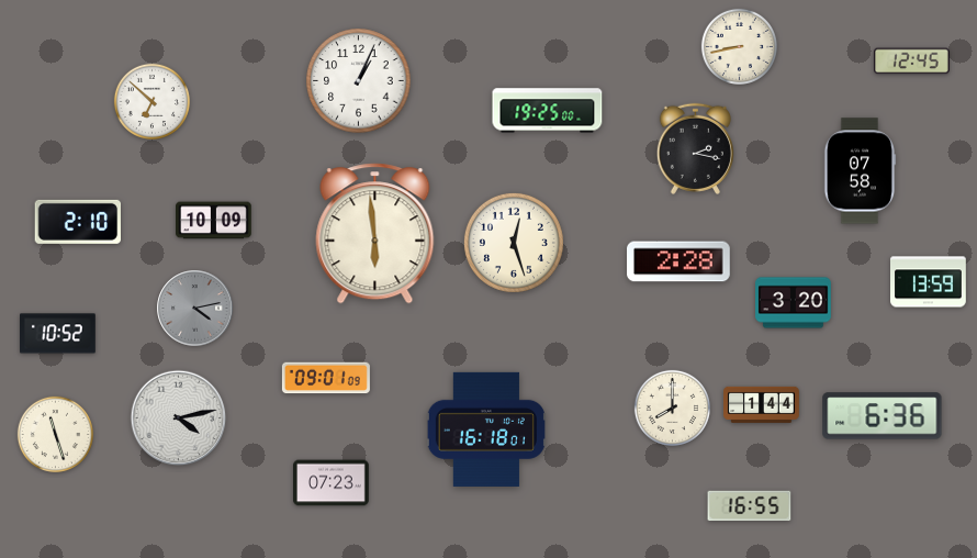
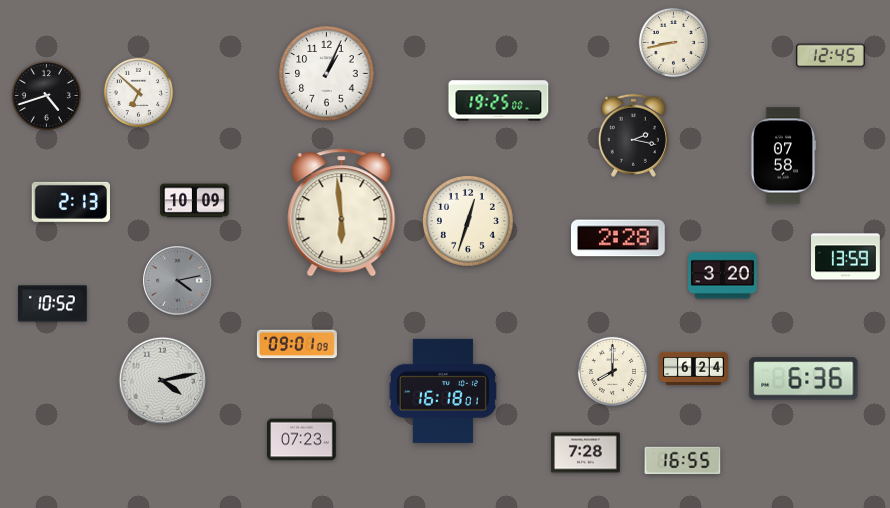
clock at (46, 95): none -> 4:42
clock at (77, 222): 2:10 -> 2:13
clock at (514, 243): 12:27 -> 12:33
clock at (762, 404): 1:44 -> 6:24
clock at (55, 434): 11:27 -> none
clock at (586, 453): none -> 7:28
